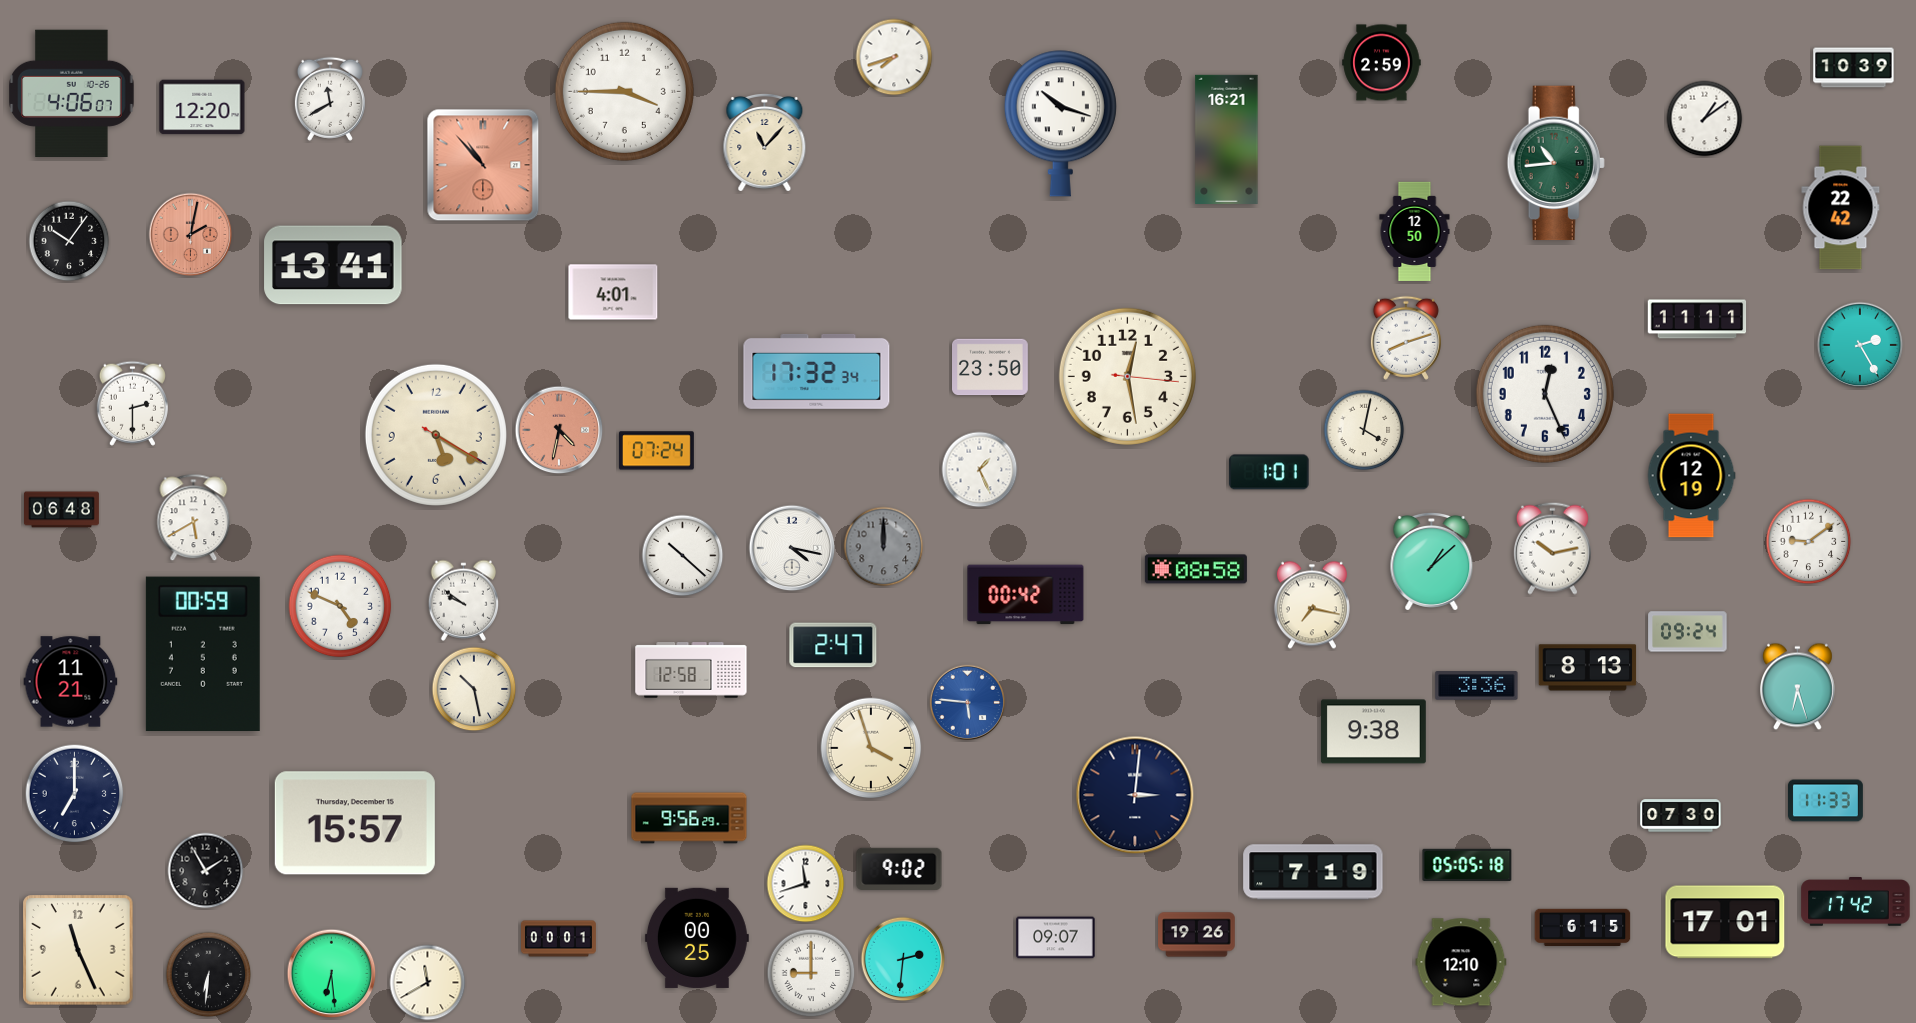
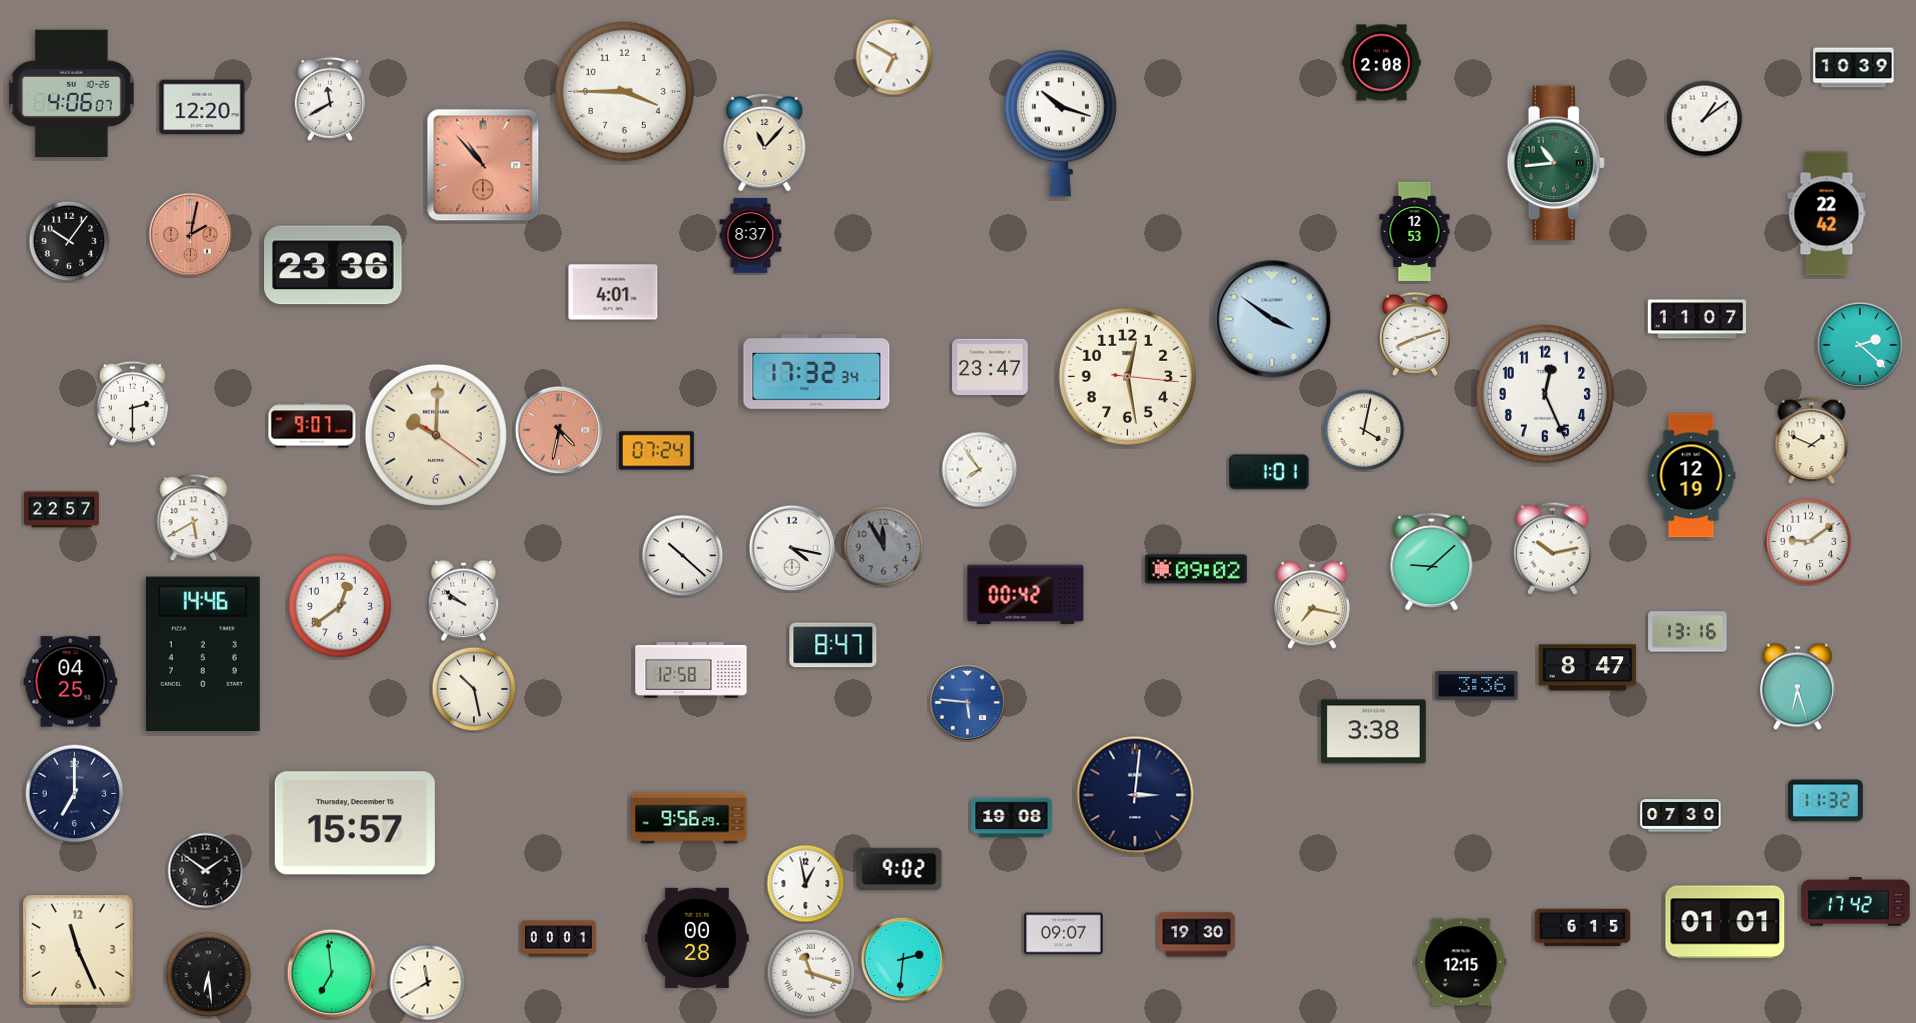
clock at (894, 57): 7:42 -> 6:50
clock at (1382, 63): 2:59 -> 2:08
clock at (1227, 139): 16:21 -> none
clock at (1841, 208) position: (1841, 208) -> (1827, 214)
clock at (1415, 232): 12:50 -> 12:53
clock at (751, 236): none -> 8:37
clock at (333, 265): 13:41 -> 23:36
clock at (1272, 319): none -> 3:51
clock at (1697, 319): 11:11 -> 11:07
clock at (1406, 338) position: (1406, 338) -> (1415, 334)
clock at (1860, 345): 2:25 -> 2:22
clock at (991, 367): 23:50 -> 23:47
clock at (312, 425): none -> 9:07
clock at (436, 435): 5:20 -> 10:00
clock at (1812, 441): none -> 1:49
clock at (980, 470): 1:26 -> 7:54
clock at (62, 510): 06:48 -> 22:57
clock at (884, 547): 12:00 -> 11:55
clock at (1432, 561): 1:08 -> 9:08
clock at (1196, 569): 08:58 -> 09:02
clock at (340, 606): 4:49 -> 12:39
clock at (1688, 632): 09:24 -> 13:16
clock at (833, 645): 2:47 -> 8:47
clock at (203, 653): 00:59 -> 14:46
clock at (1588, 668): 8:13 -> 8:47
clock at (71, 682): 11:21 -> 04:25
clock at (1373, 732): 9:38 -> 3:38
clock at (871, 748): 3:57 -> none
clock at (1826, 801): 11:33 -> 11:32
clock at (1012, 818): none -> 19:08
clock at (1467, 865): 05:05 -> none
clock at (206, 871): 1:55 -> 1:51
clock at (1313, 872): 7:19 -> none
clock at (806, 884): 11:42 -> 12:58
clock at (1725, 922): 17:01 -> 01:01
clock at (1197, 935): 19:26 -> 19:30
clock at (697, 938): 00:25 -> 00:28
clock at (1056, 938) position: (1056, 938) -> (1064, 934)
clock at (1461, 962): 12:10 -> 12:15
clock at (811, 973): 9:00 -> 11:18
clock at (332, 974): 6:29 -> 6:59
clock at (209, 975): 6:31 -> 6:29
